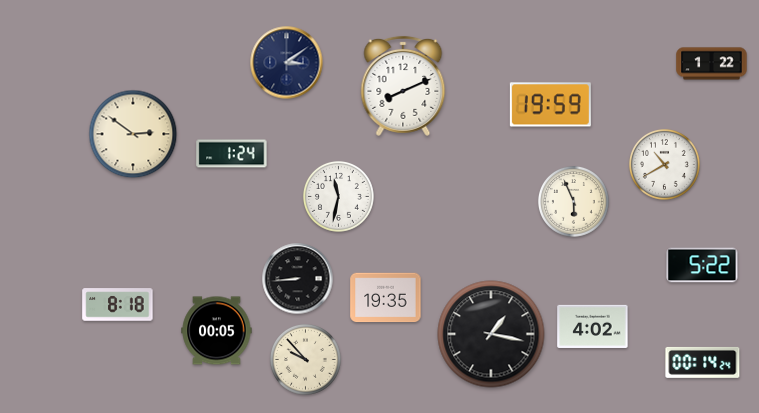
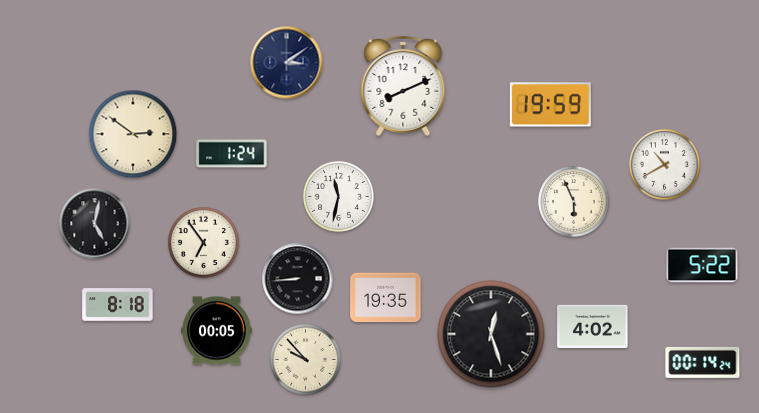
clock at (712, 64): 1:22 -> none
clock at (95, 224): none -> 5:02
clock at (203, 242): none -> 6:54
clock at (491, 334): 1:17 -> 12:27
